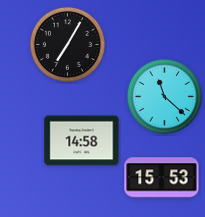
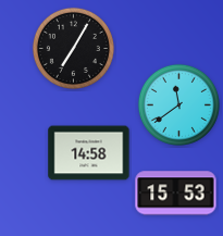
clock at (164, 96): 11:22 -> 11:39
